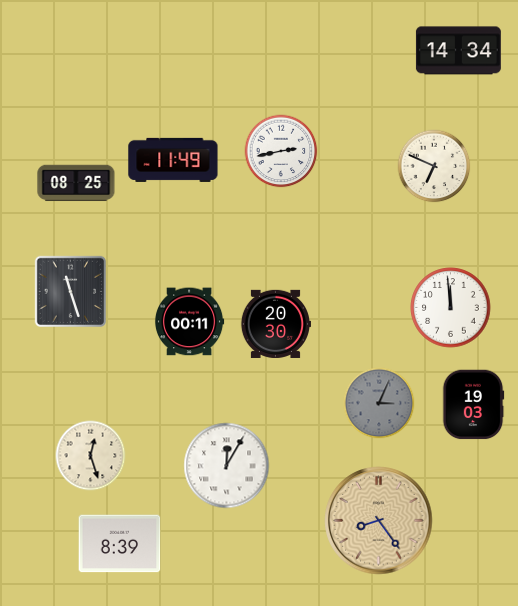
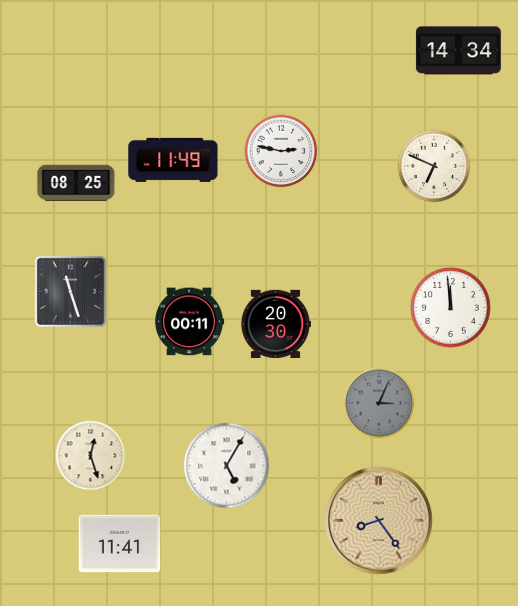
clock at (281, 151): 2:43 -> 2:47
clock at (473, 405): 19:03 -> none
clock at (227, 466): 12:05 -> 5:05
clock at (120, 544): 8:39 -> 11:41
